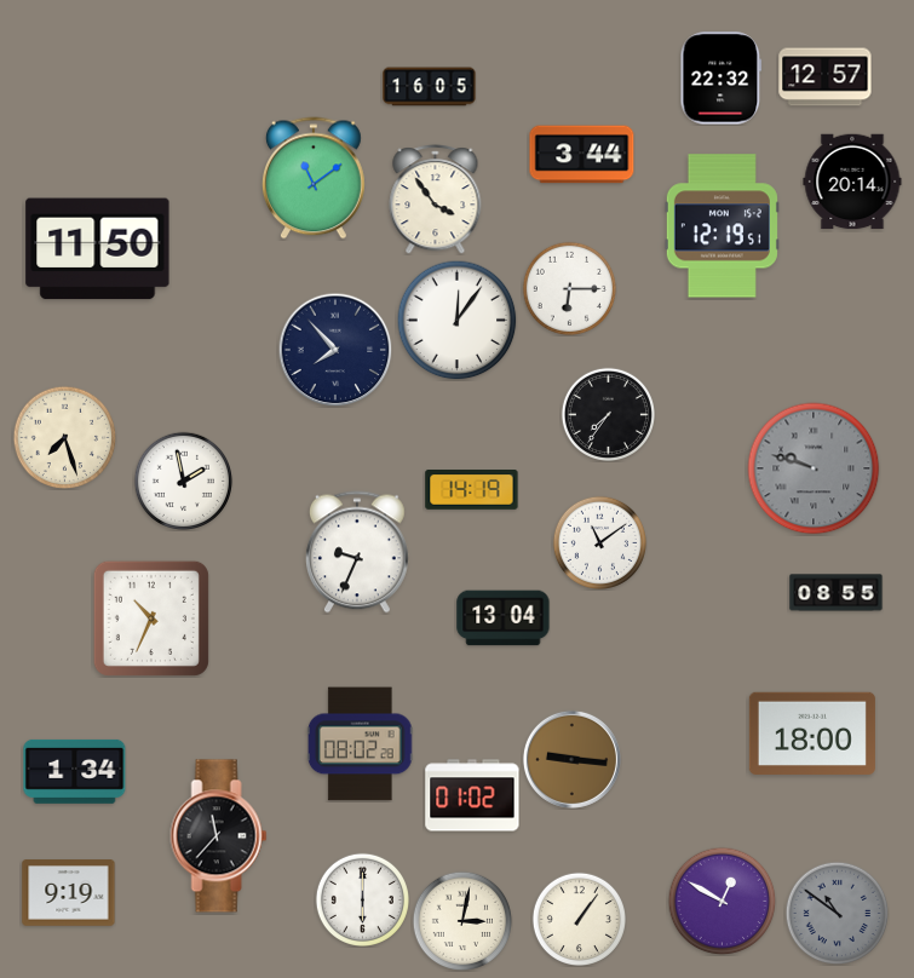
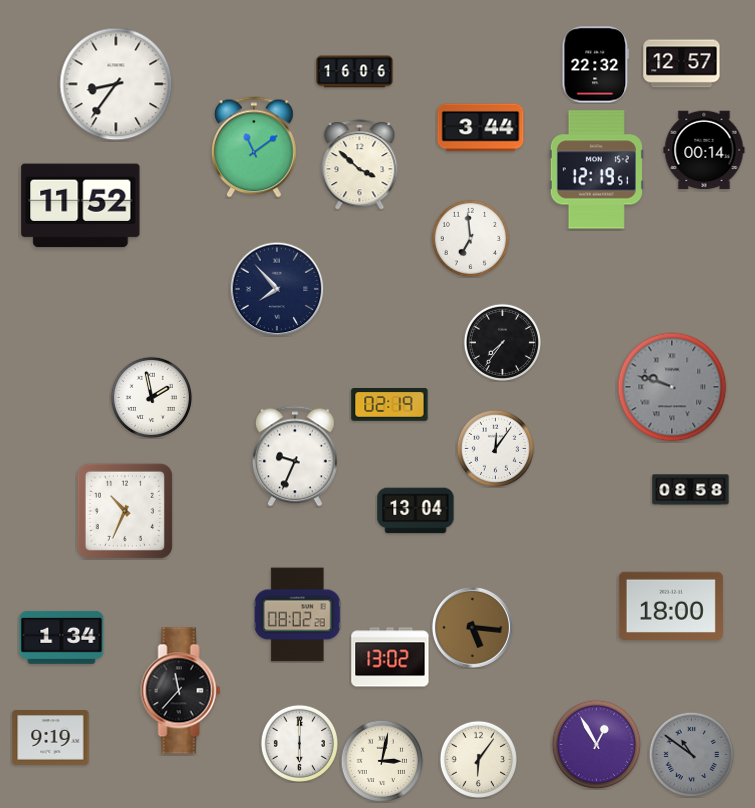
clock at (430, 87): 16:05 -> 16:06
clock at (116, 84): none -> 8:36
clock at (314, 178) position: (314, 178) -> (254, 147)
clock at (852, 182): 20:14 -> 00:14
clock at (436, 200): 3:54 -> 3:52
clock at (722, 226) position: (722, 226) -> (596, 170)
clock at (98, 249): 11:50 -> 11:52
clock at (569, 288): 6:15 -> 6:59
clock at (458, 321): 12:06 -> none
clock at (64, 437): 7:27 -> none
clock at (472, 490): 14:19 -> 02:19
clock at (599, 542): 11:09 -> 12:06
clock at (837, 593): 08:55 -> 08:58
clock at (571, 759): 9:16 -> 5:16
clock at (472, 795): 01:02 -> 13:02
clock at (69, 893) position: (69, 893) -> (51, 738)
clock at (722, 901): 12:50 -> 12:55
clock at (579, 919): 1:06 -> 6:06
